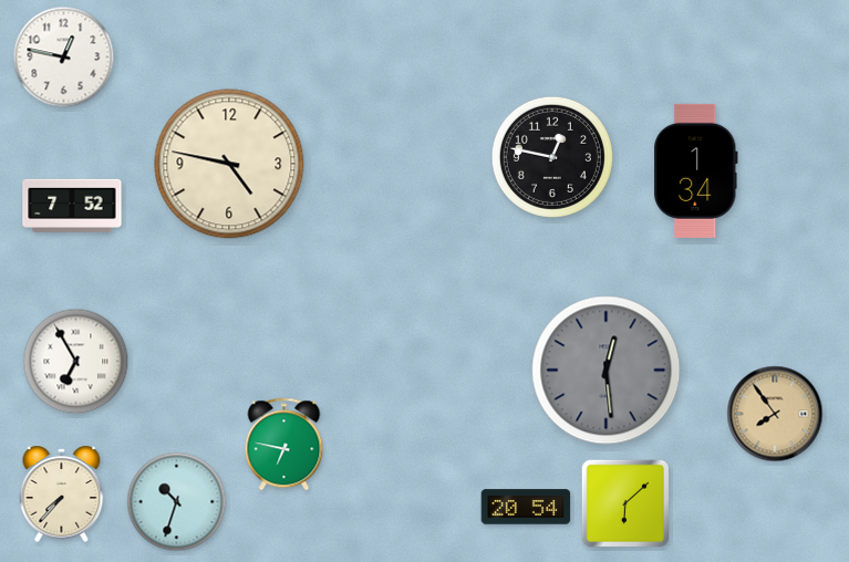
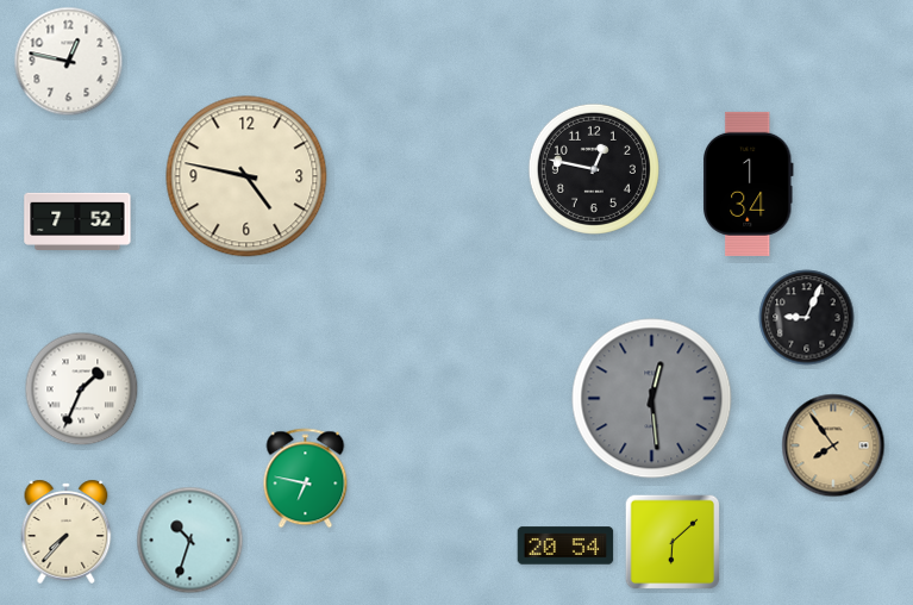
clock at (807, 318): none -> 9:04
clock at (76, 362): 6:55 -> 1:34
